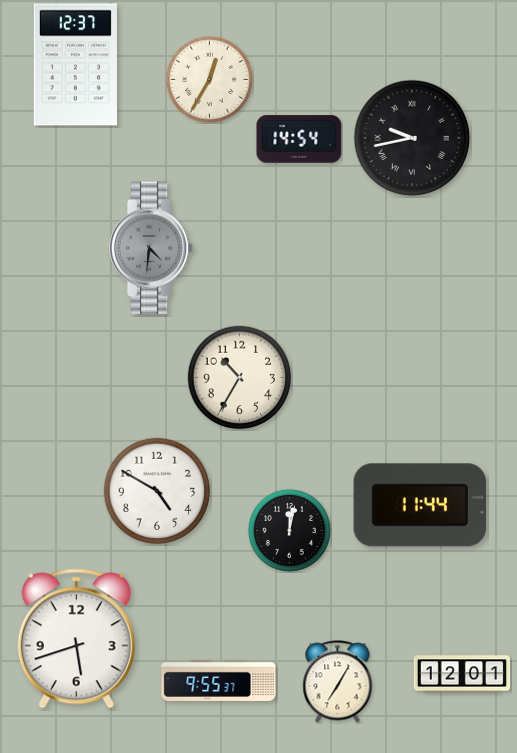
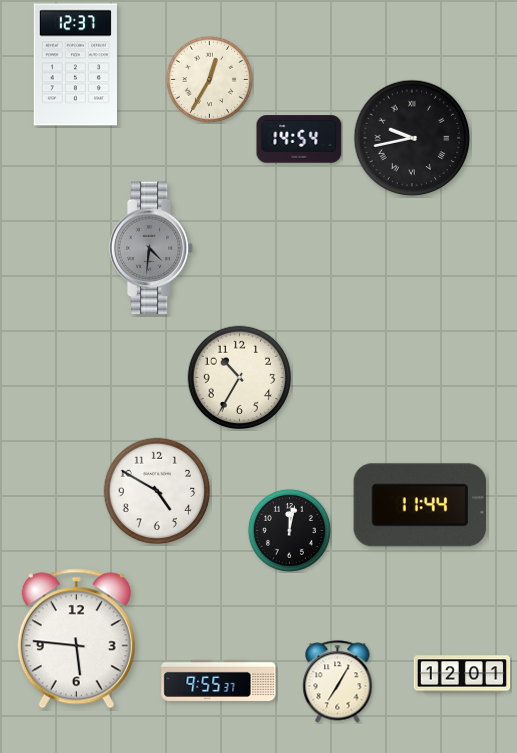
clock at (76, 639): 5:42 -> 5:46
